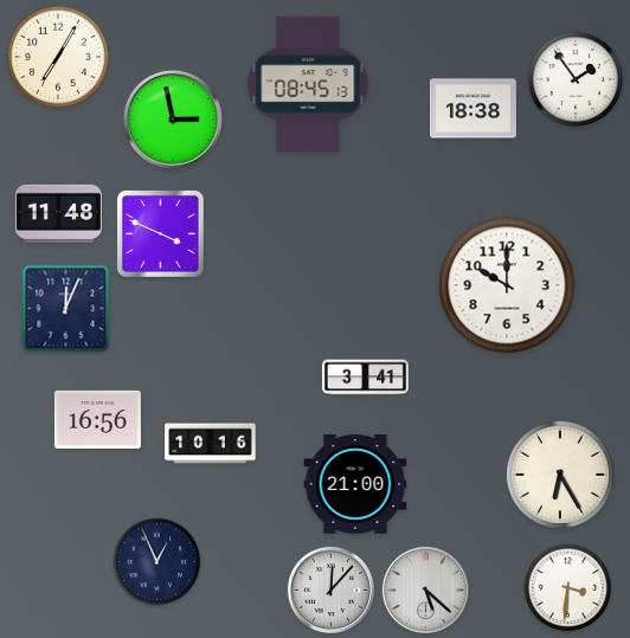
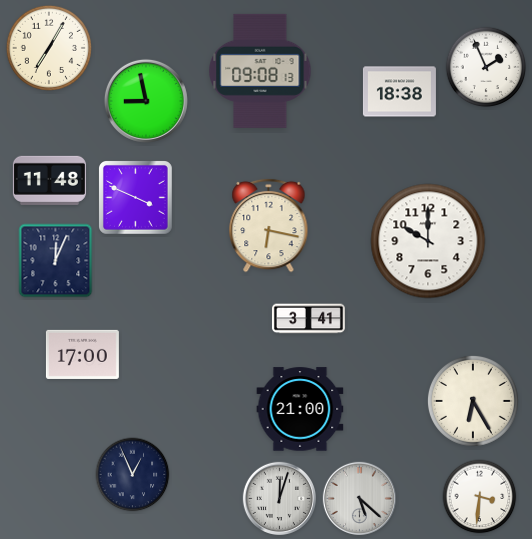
clock at (576, 79): 1:54 -> 1:56
clock at (308, 84): 08:45 -> 09:08
clock at (173, 120): 2:58 -> 8:58
clock at (269, 225): none -> 6:17
clock at (97, 419): 16:56 -> 17:00
clock at (211, 444): 10:16 -> none
clock at (330, 589): 12:07 -> 12:03
